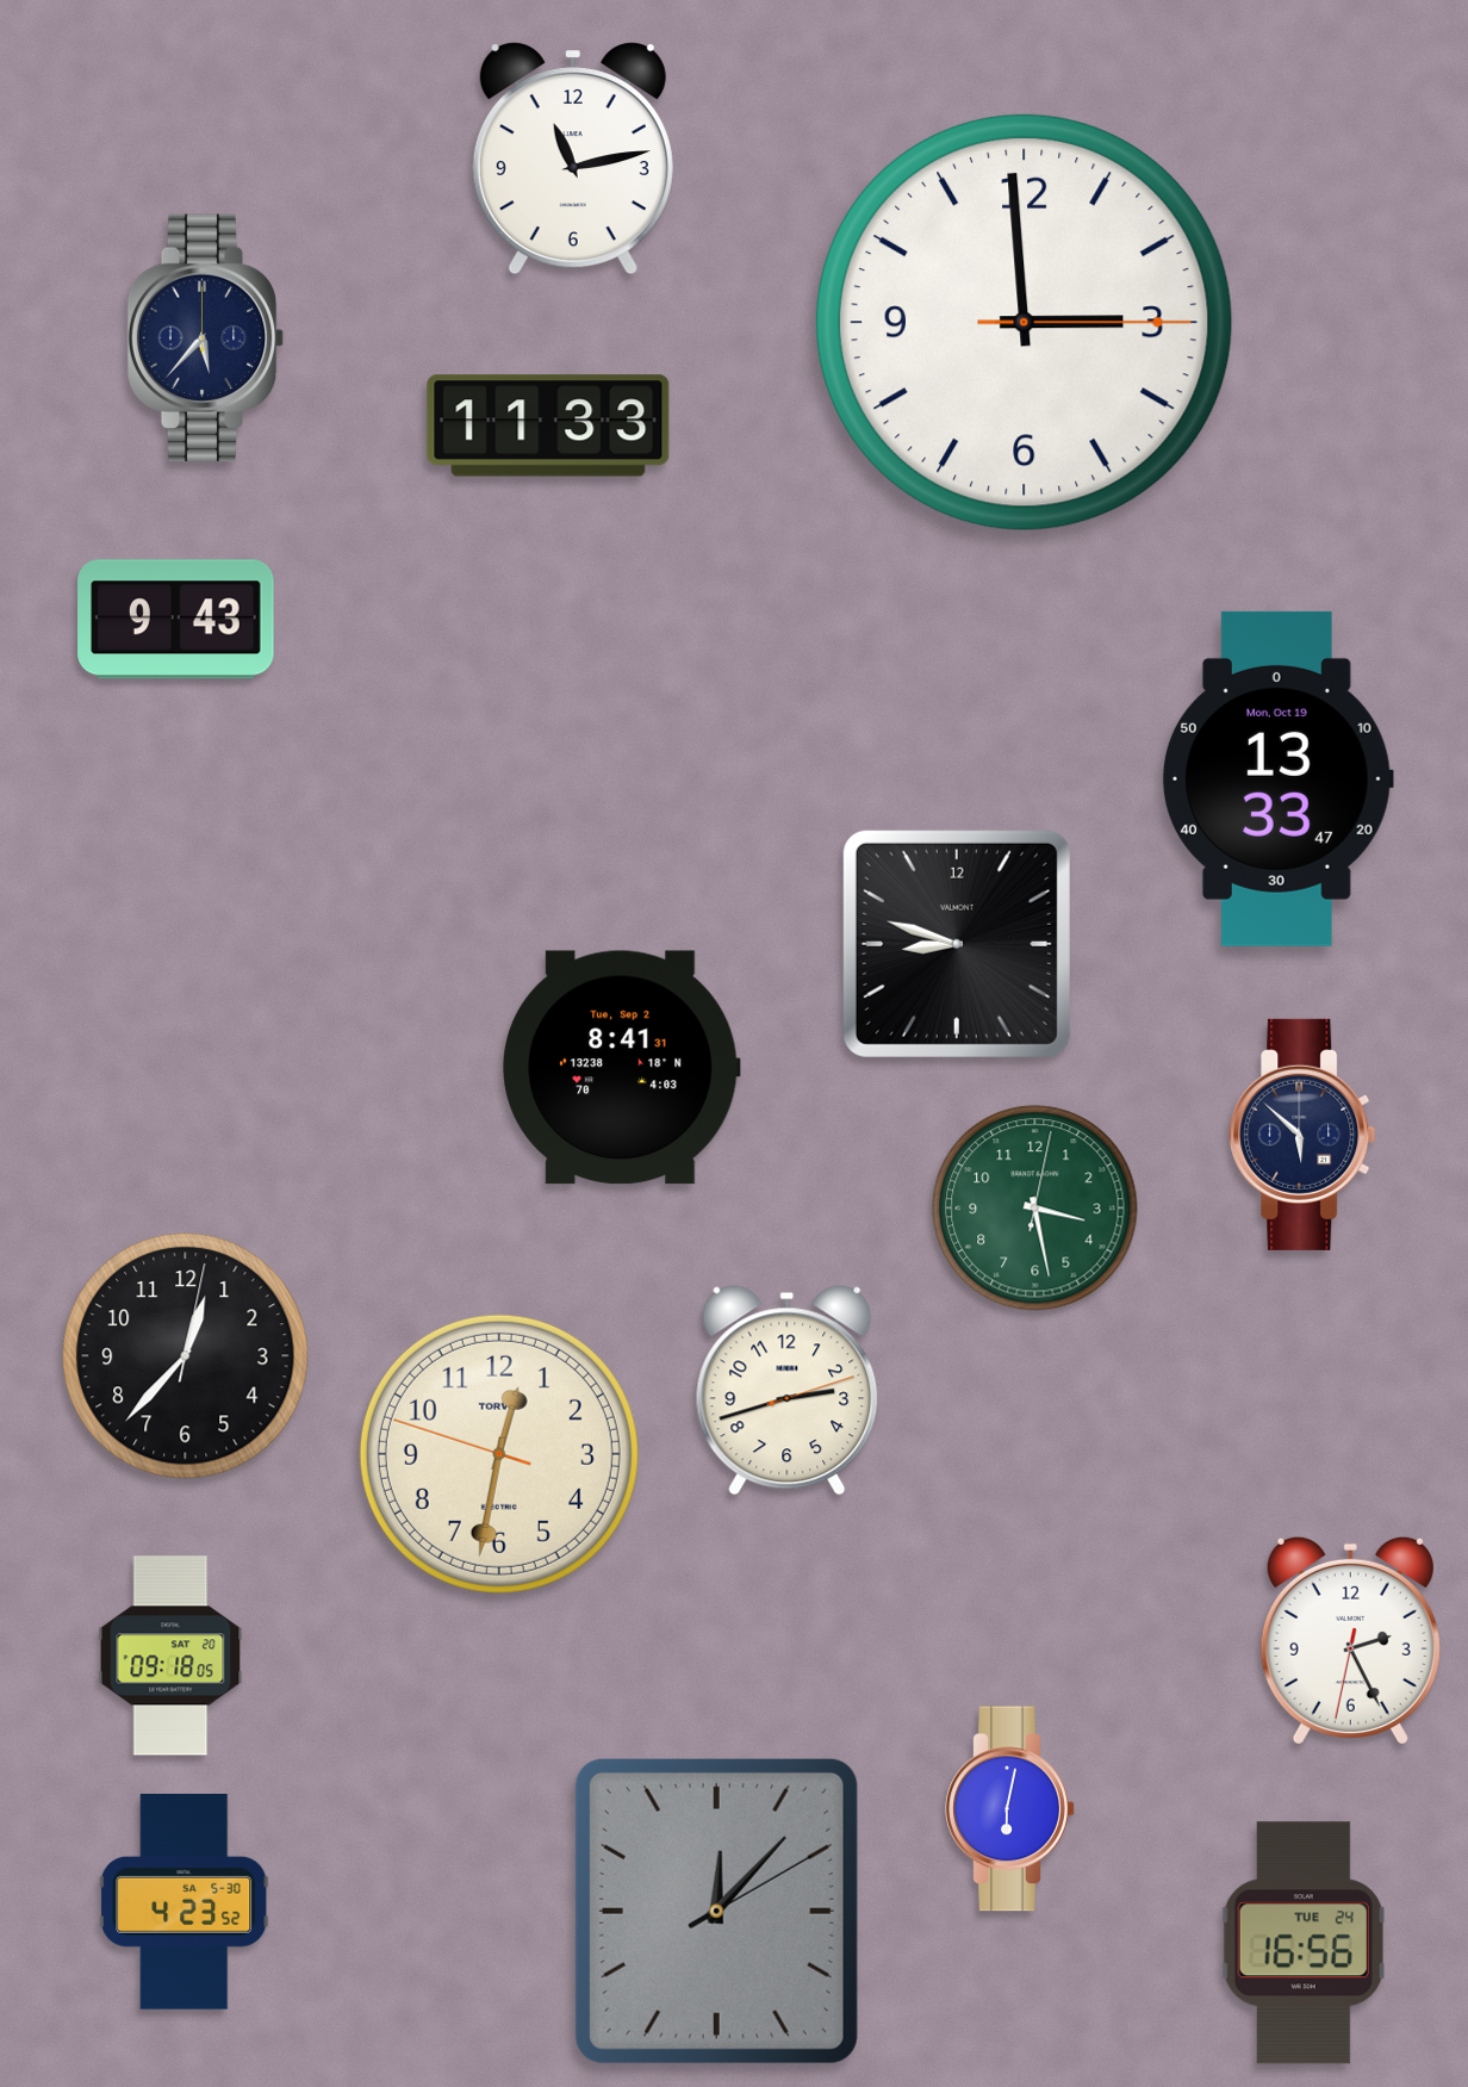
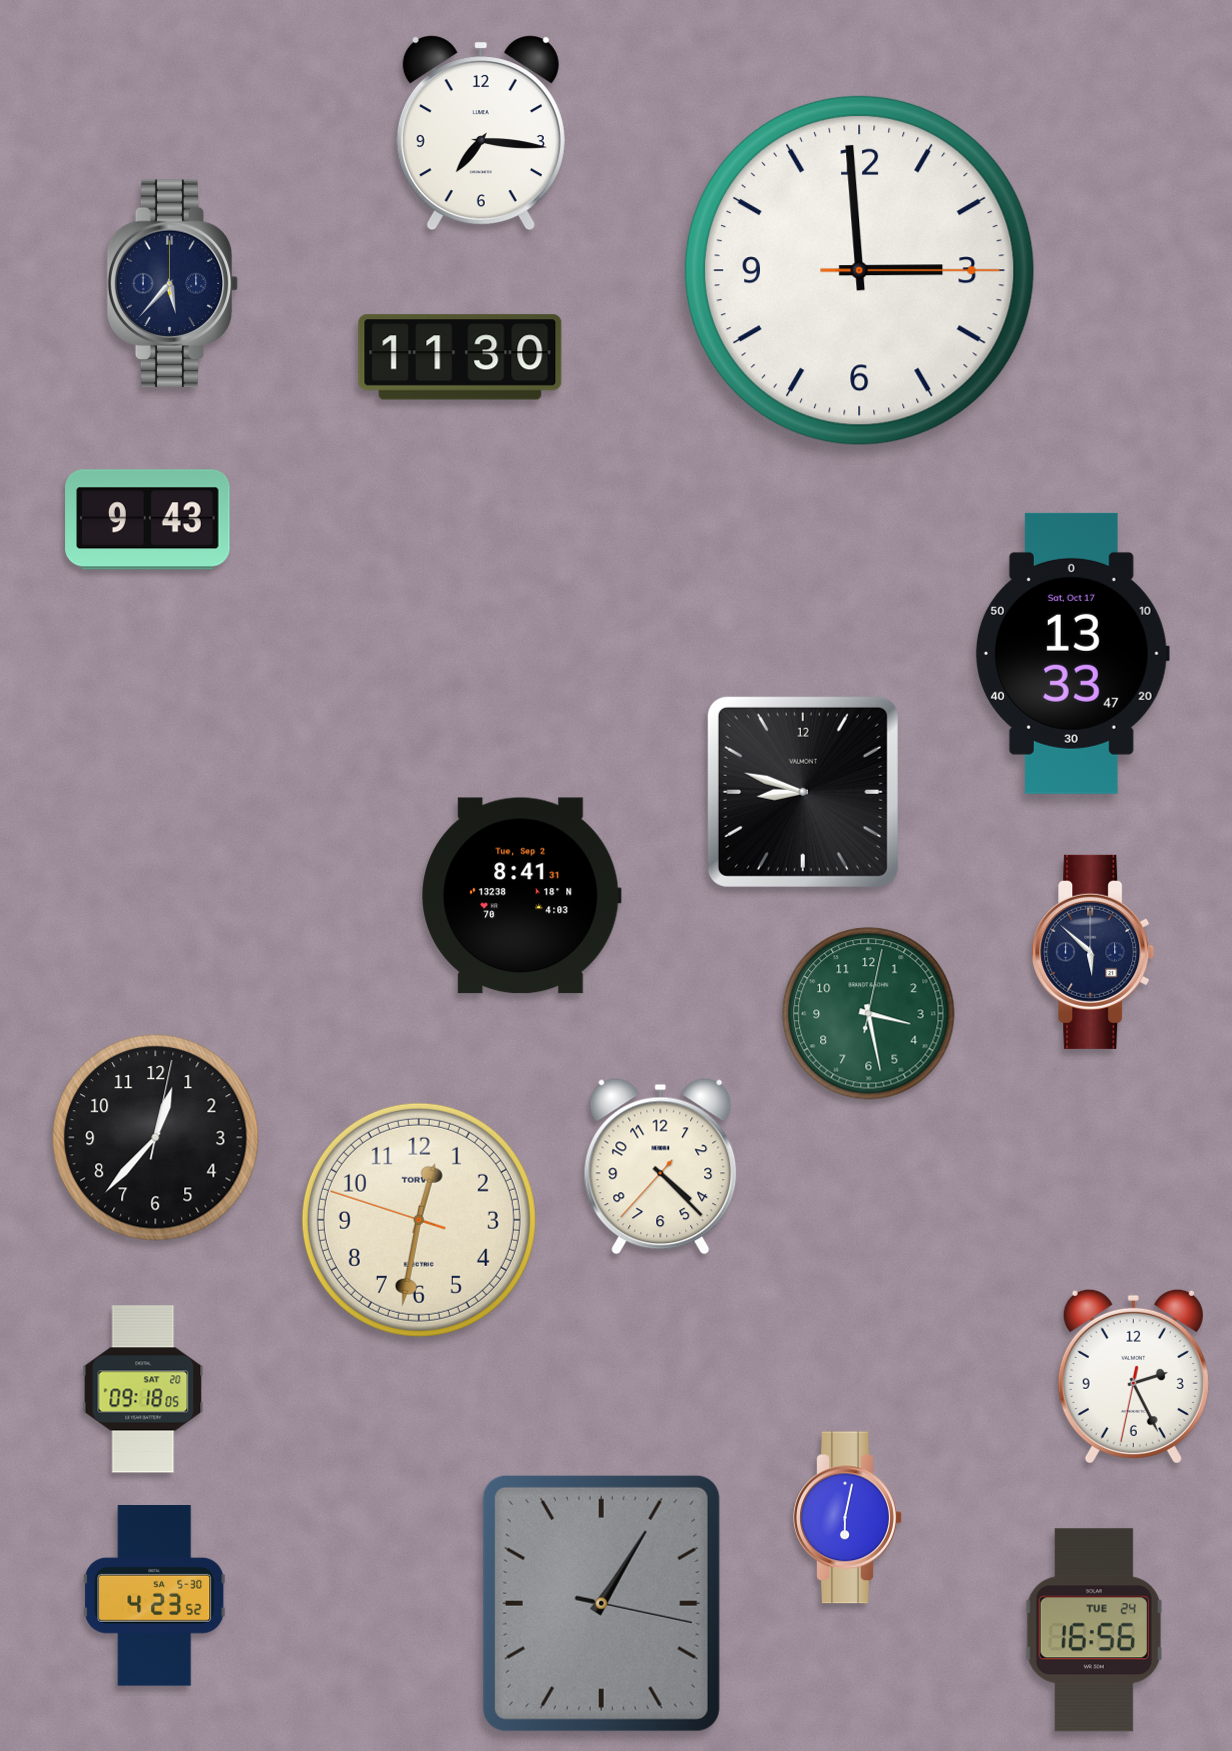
clock at (573, 159): 11:13 -> 7:16
clock at (548, 426): 11:33 -> 11:30
clock at (1277, 778) date: Mon, Oct 19 -> Sat, Oct 17
clock at (788, 1391): 2:42 -> 4:22
clock at (716, 1911): 12:07 -> 1:05
